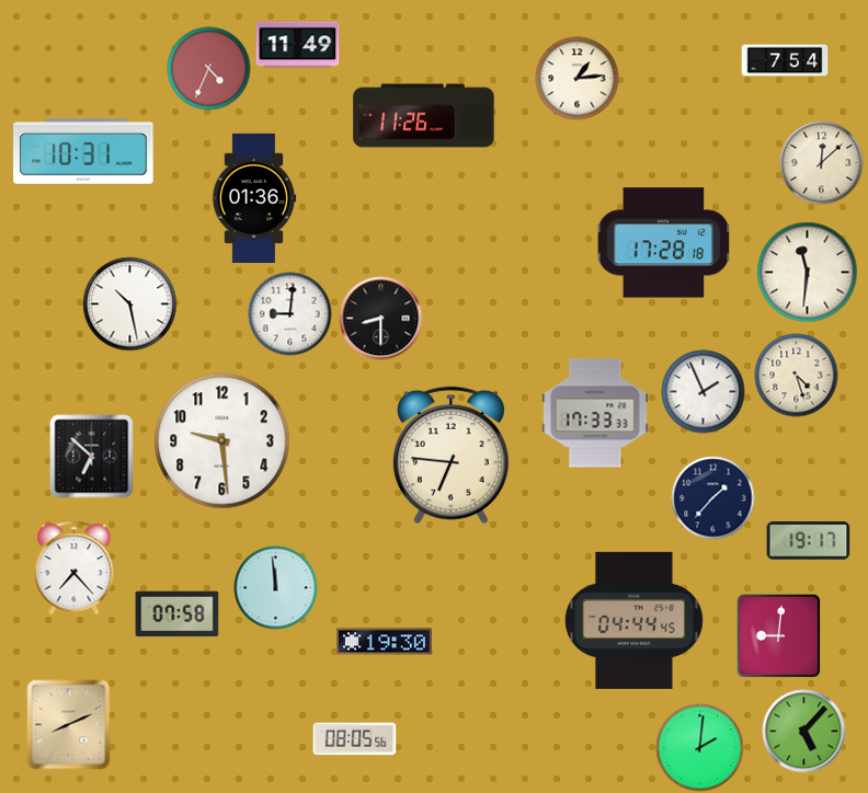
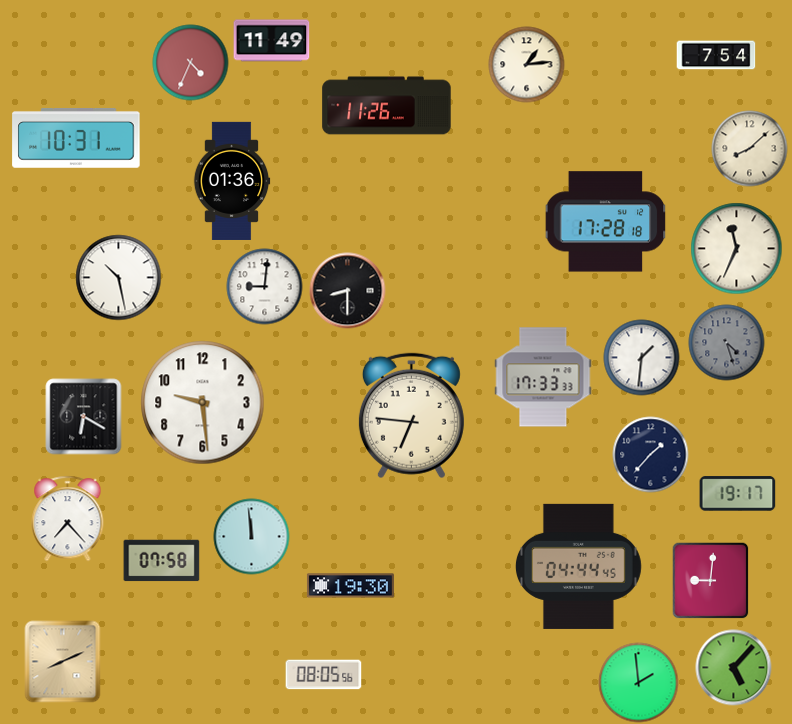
clock at (578, 79) position: (578, 79) -> (527, 65)
clock at (822, 163): 12:08 -> 8:08
clock at (808, 273): 11:31 -> 11:34
clock at (797, 376) dial: cream -> grey
clock at (704, 392): 1:56 -> 1:31
clock at (92, 457): 6:52 -> 6:20
clock at (700, 748): 2:01 -> 1:59
